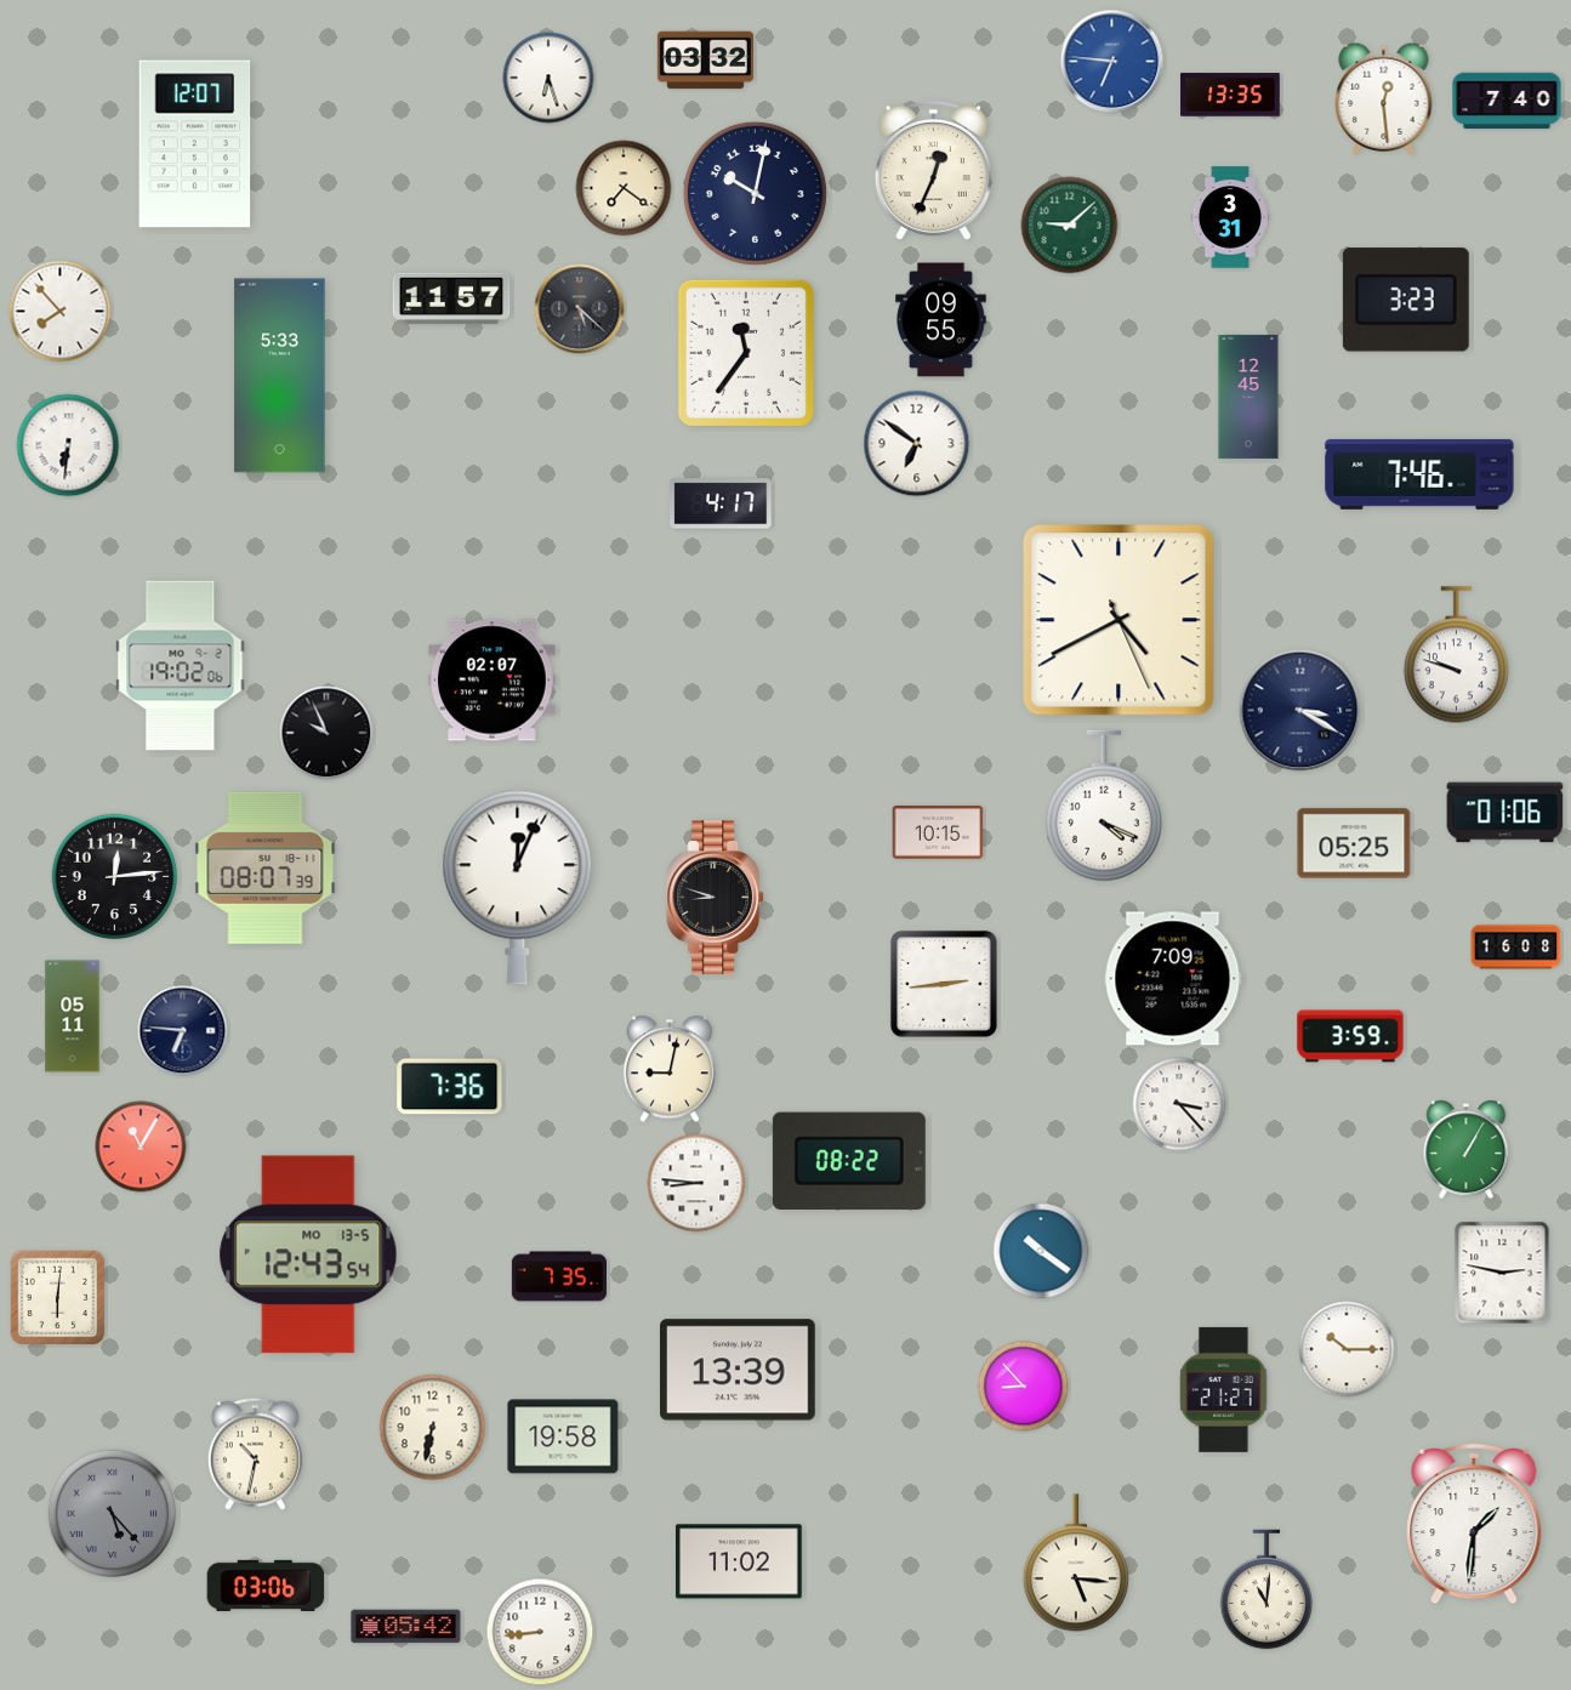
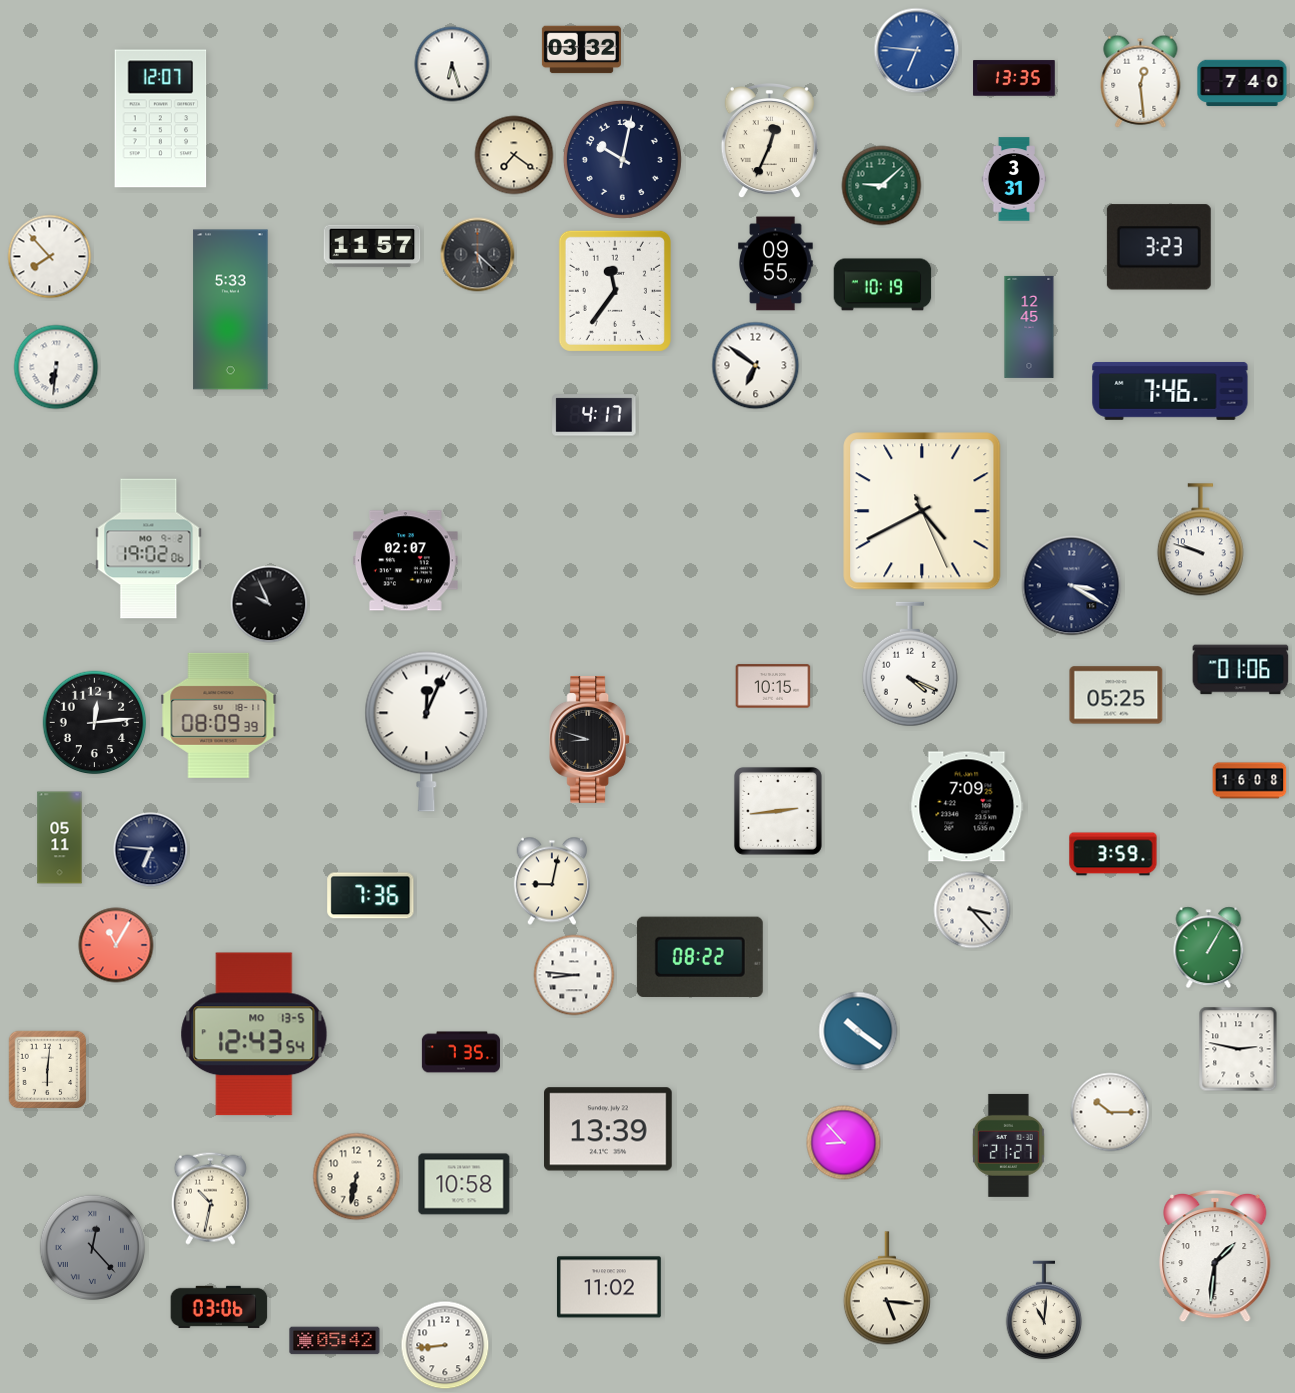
clock at (883, 285): none -> 10:19
clock at (266, 867): 08:07 -> 08:09
clock at (563, 1436): 19:58 -> 10:58
clock at (113, 1514): 5:23 -> 12:23
